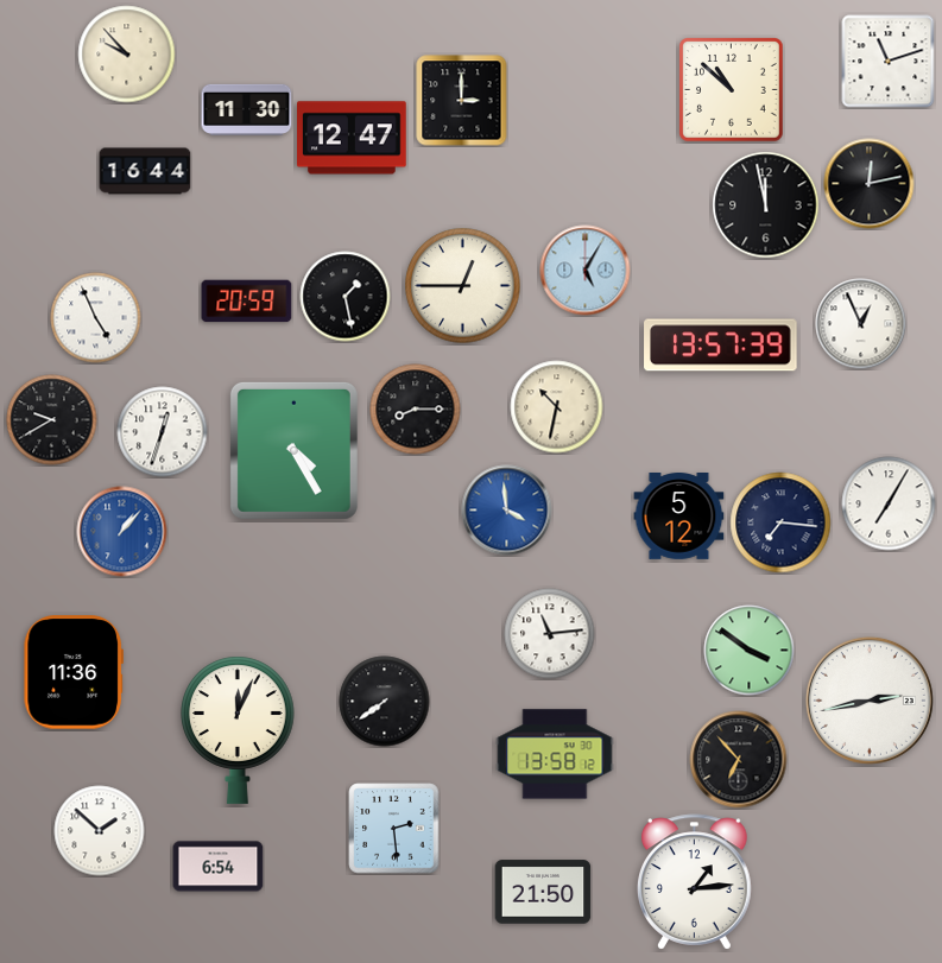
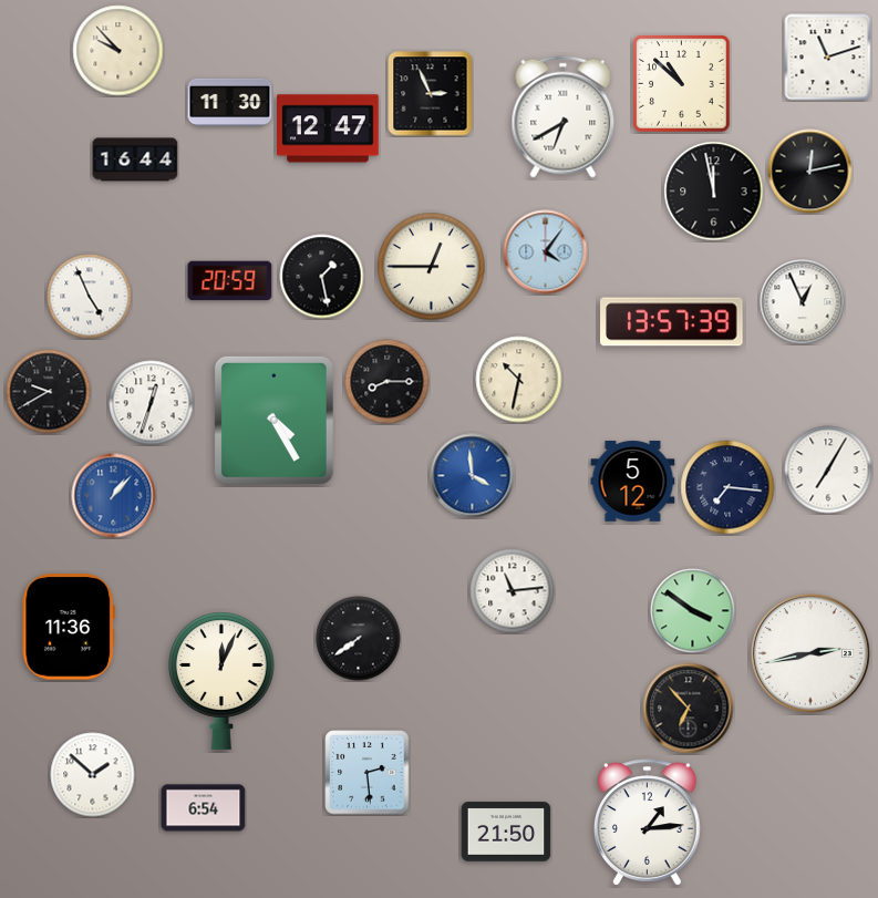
clock at (462, 101): 3:00 -> 2:56
clock at (564, 116): none -> 6:40
clock at (586, 271): 5:05 -> 4:06
clock at (750, 651) position: (750, 651) -> (693, 611)
clock at (385, 702) position: (385, 702) -> (359, 639)
clock at (555, 754): 13:58 -> none
